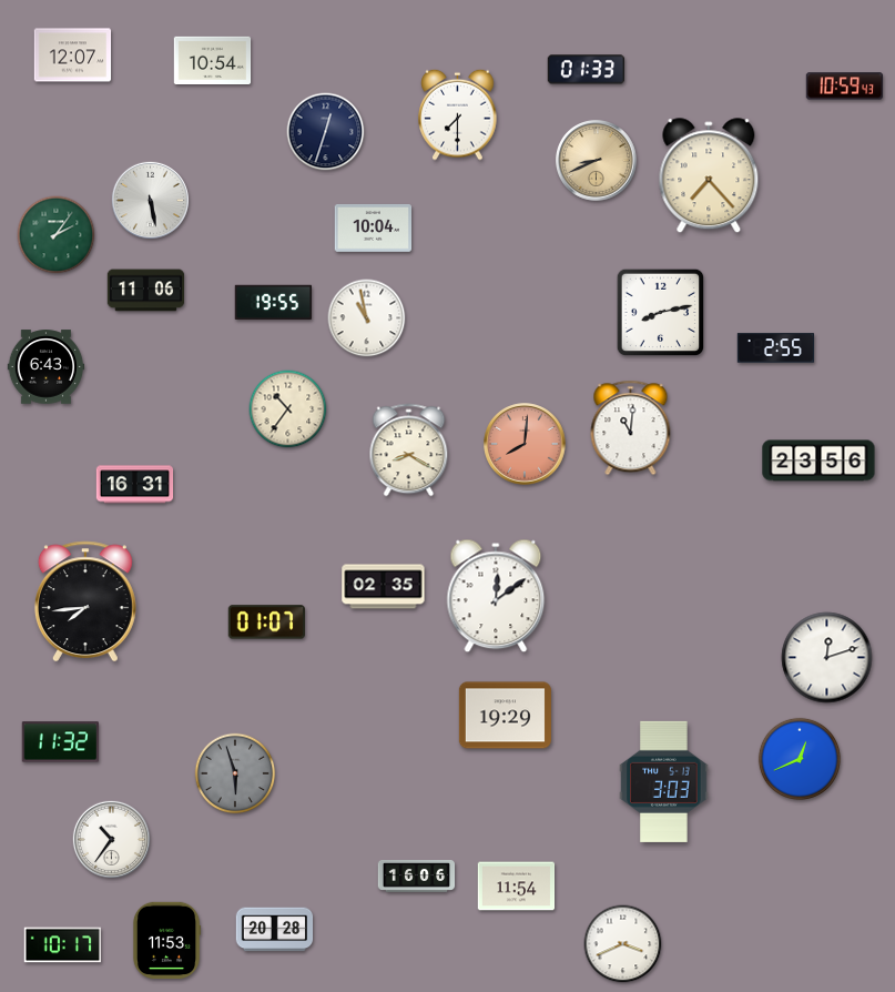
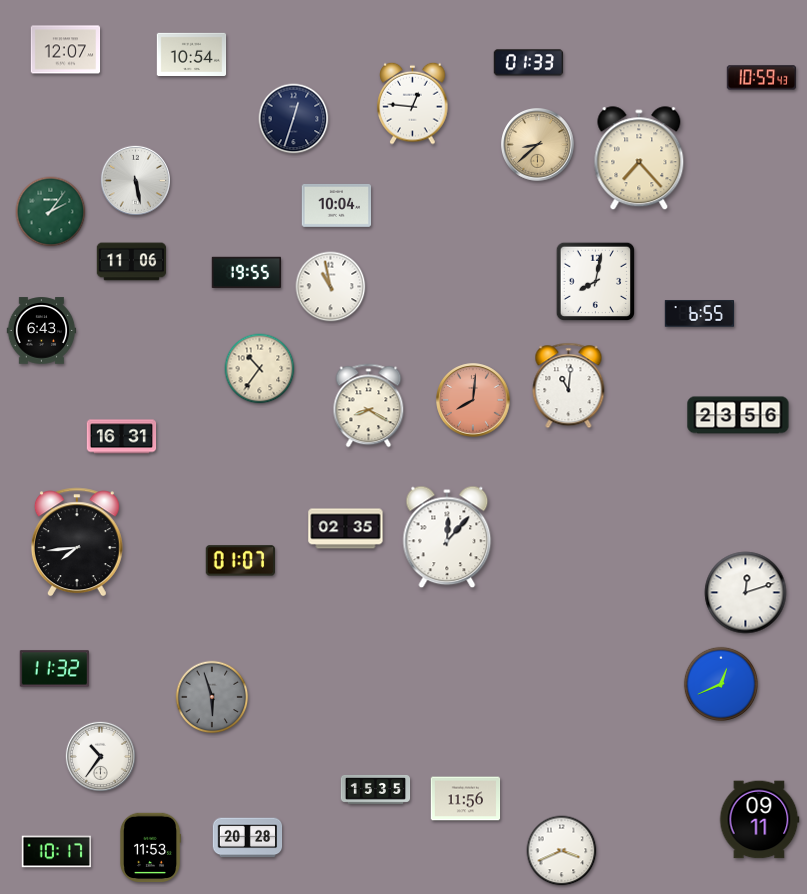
clock at (458, 114): 7:30 -> 12:46
clock at (597, 161): 8:41 -> 8:38
clock at (660, 312): 8:13 -> 8:02
clock at (776, 348): 2:55 -> 6:55
clock at (496, 596): 12:09 -> 12:07
clock at (505, 716): 19:29 -> none
clock at (664, 781): 3:03 -> none
clock at (417, 875): 16:06 -> 15:35
clock at (517, 887): 11:54 -> 11:56
clock at (759, 820): none -> 09:11
